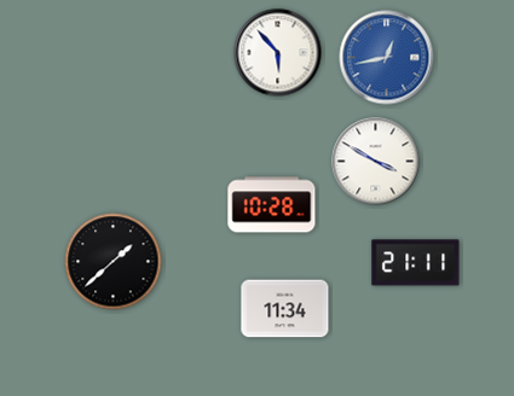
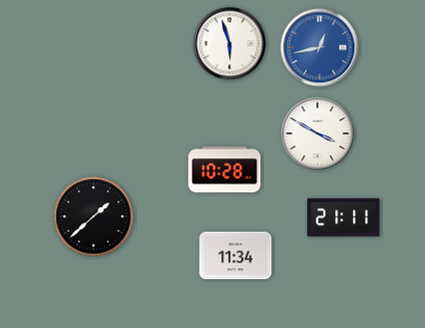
clock at (278, 53): 5:53 -> 5:57
clock at (376, 162) position: (376, 162) -> (318, 134)
